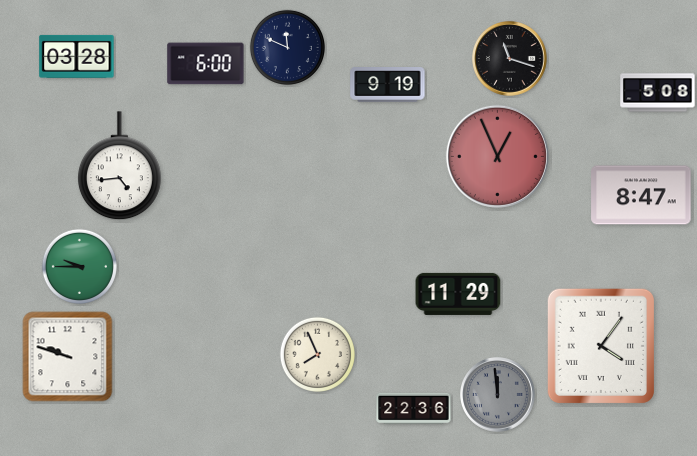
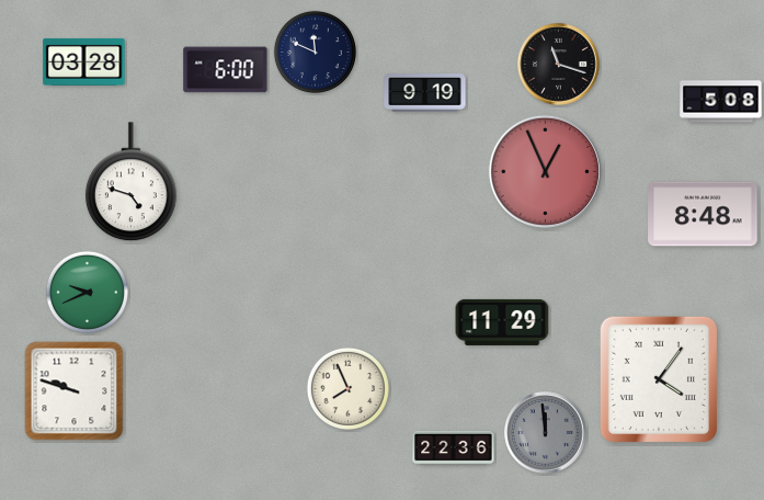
clock at (120, 166): 4:44 -> 4:48
clock at (641, 195): 8:47 -> 8:48
clock at (79, 266): 9:45 -> 9:41
